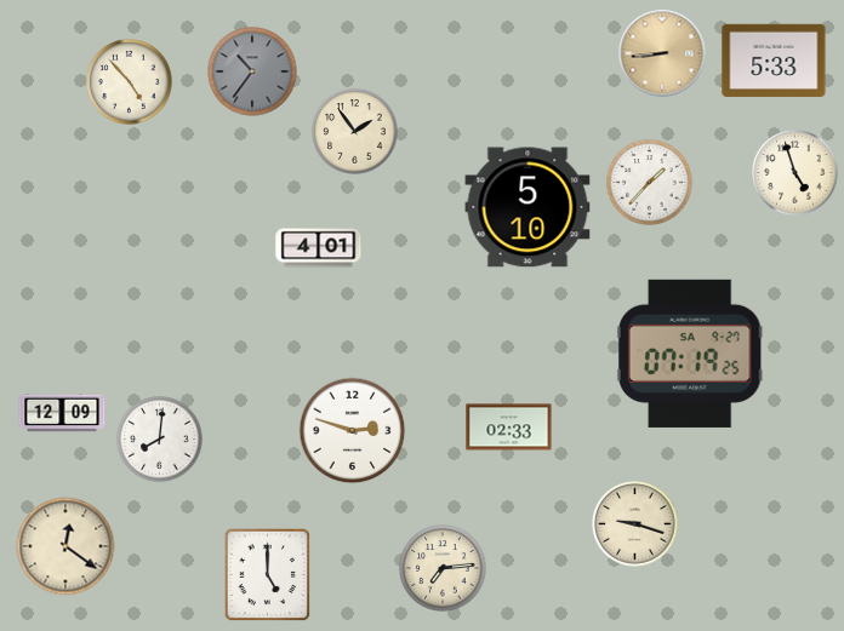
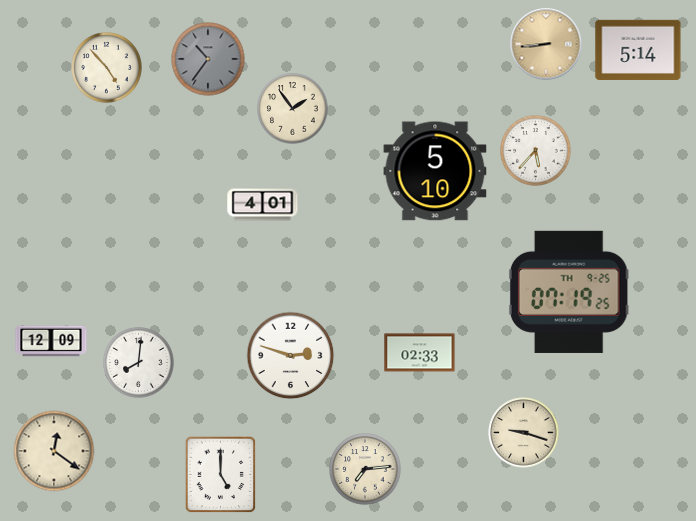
clock at (774, 61): 5:33 -> 5:14
clock at (795, 173): 4:57 -> none
clock at (650, 183): 1:37 -> 5:37
clock at (690, 354) date: SA 9-27 -> TH 9-25
clock at (160, 440) position: (160, 440) -> (139, 363)
